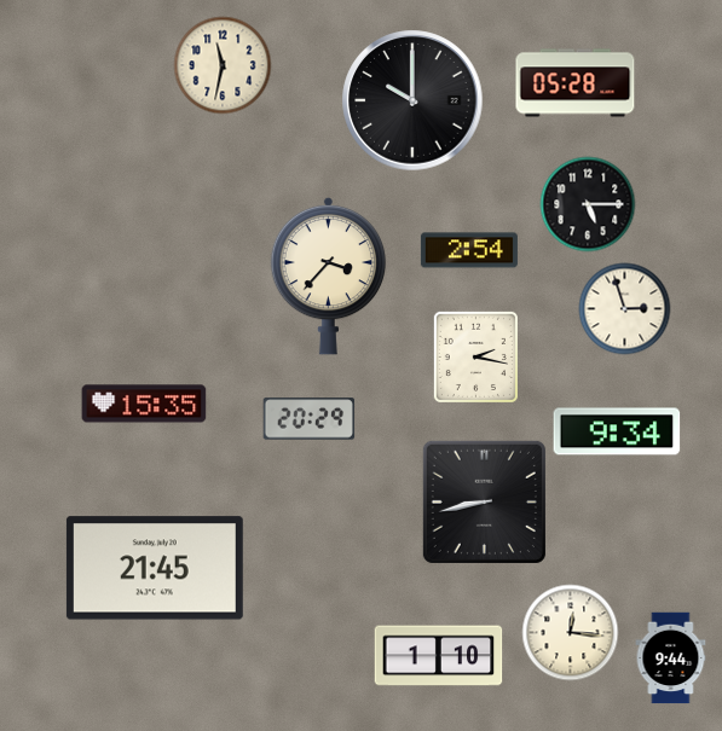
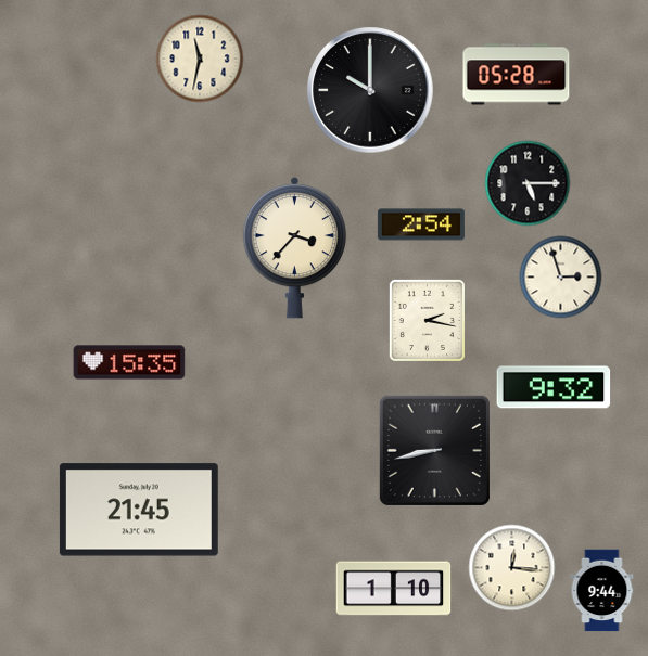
clock at (310, 419): 20:29 -> none
clock at (617, 431): 9:34 -> 9:32
